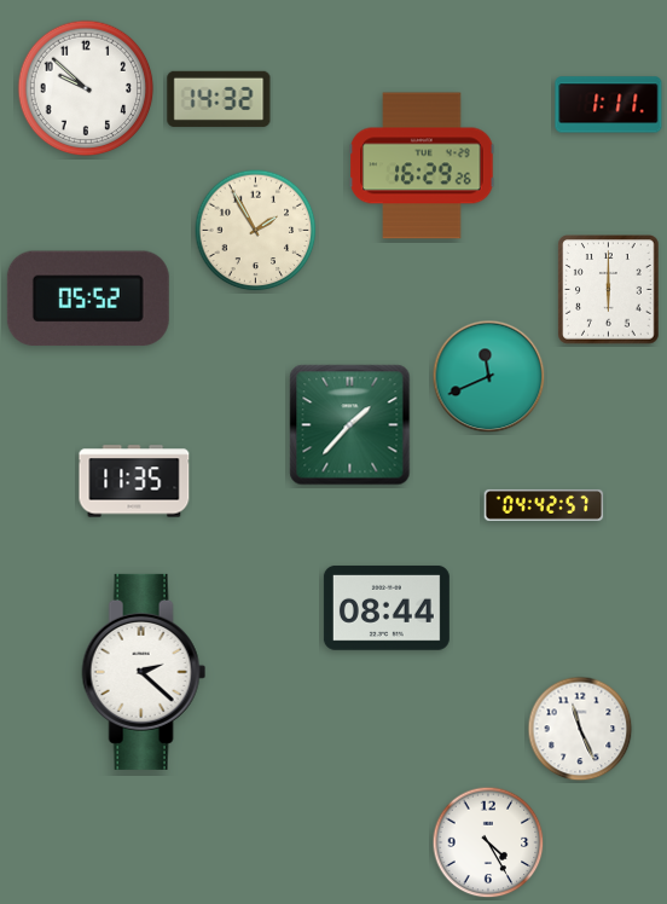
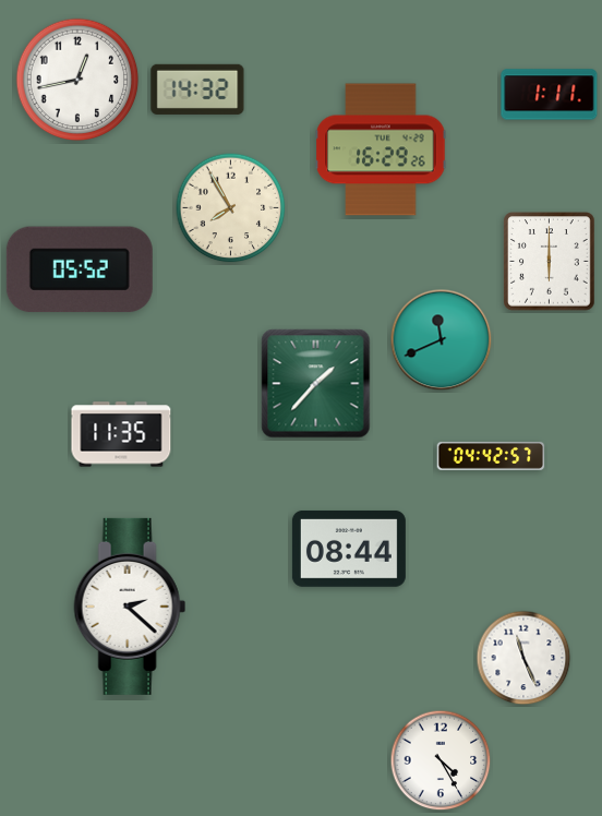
clock at (86, 88): 9:52 -> 12:43
clock at (256, 231): 1:55 -> 7:55
